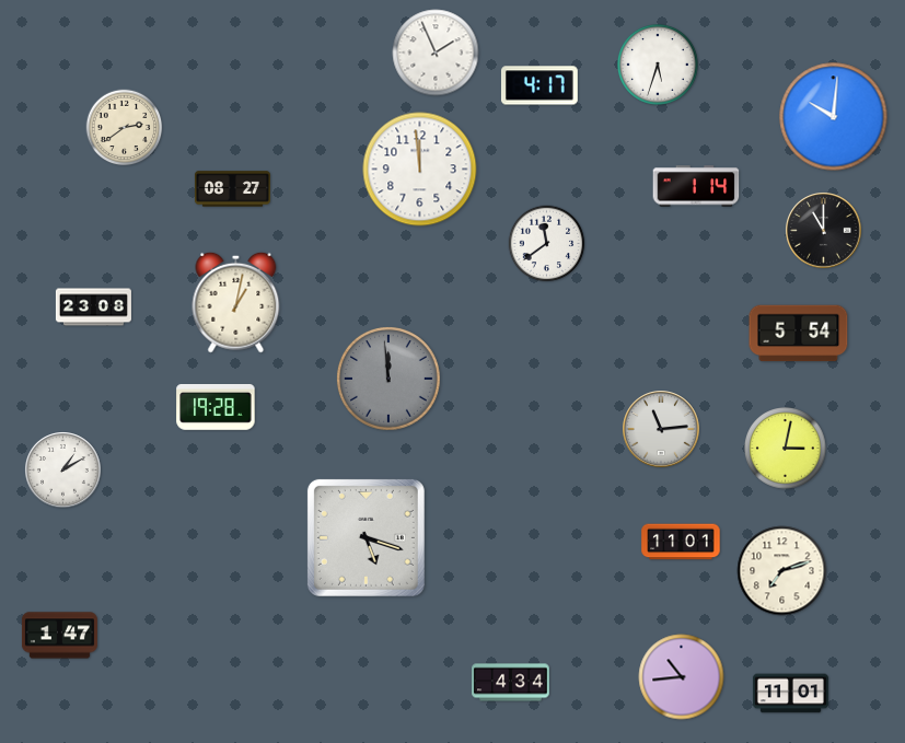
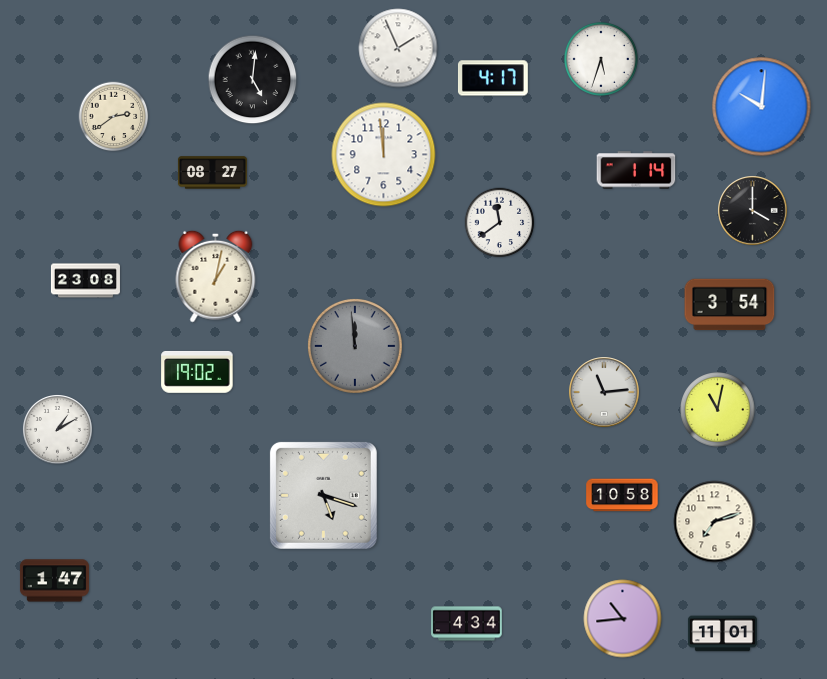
clock at (253, 80): none -> 5:01
clock at (824, 231): 11:00 -> 4:00
clock at (799, 334): 5:54 -> 3:54
clock at (216, 407): 19:28 -> 19:02
clock at (786, 449): 3:02 -> 11:02
clock at (366, 537) position: (366, 537) -> (323, 495)
clock at (681, 542): 11:01 -> 10:58
